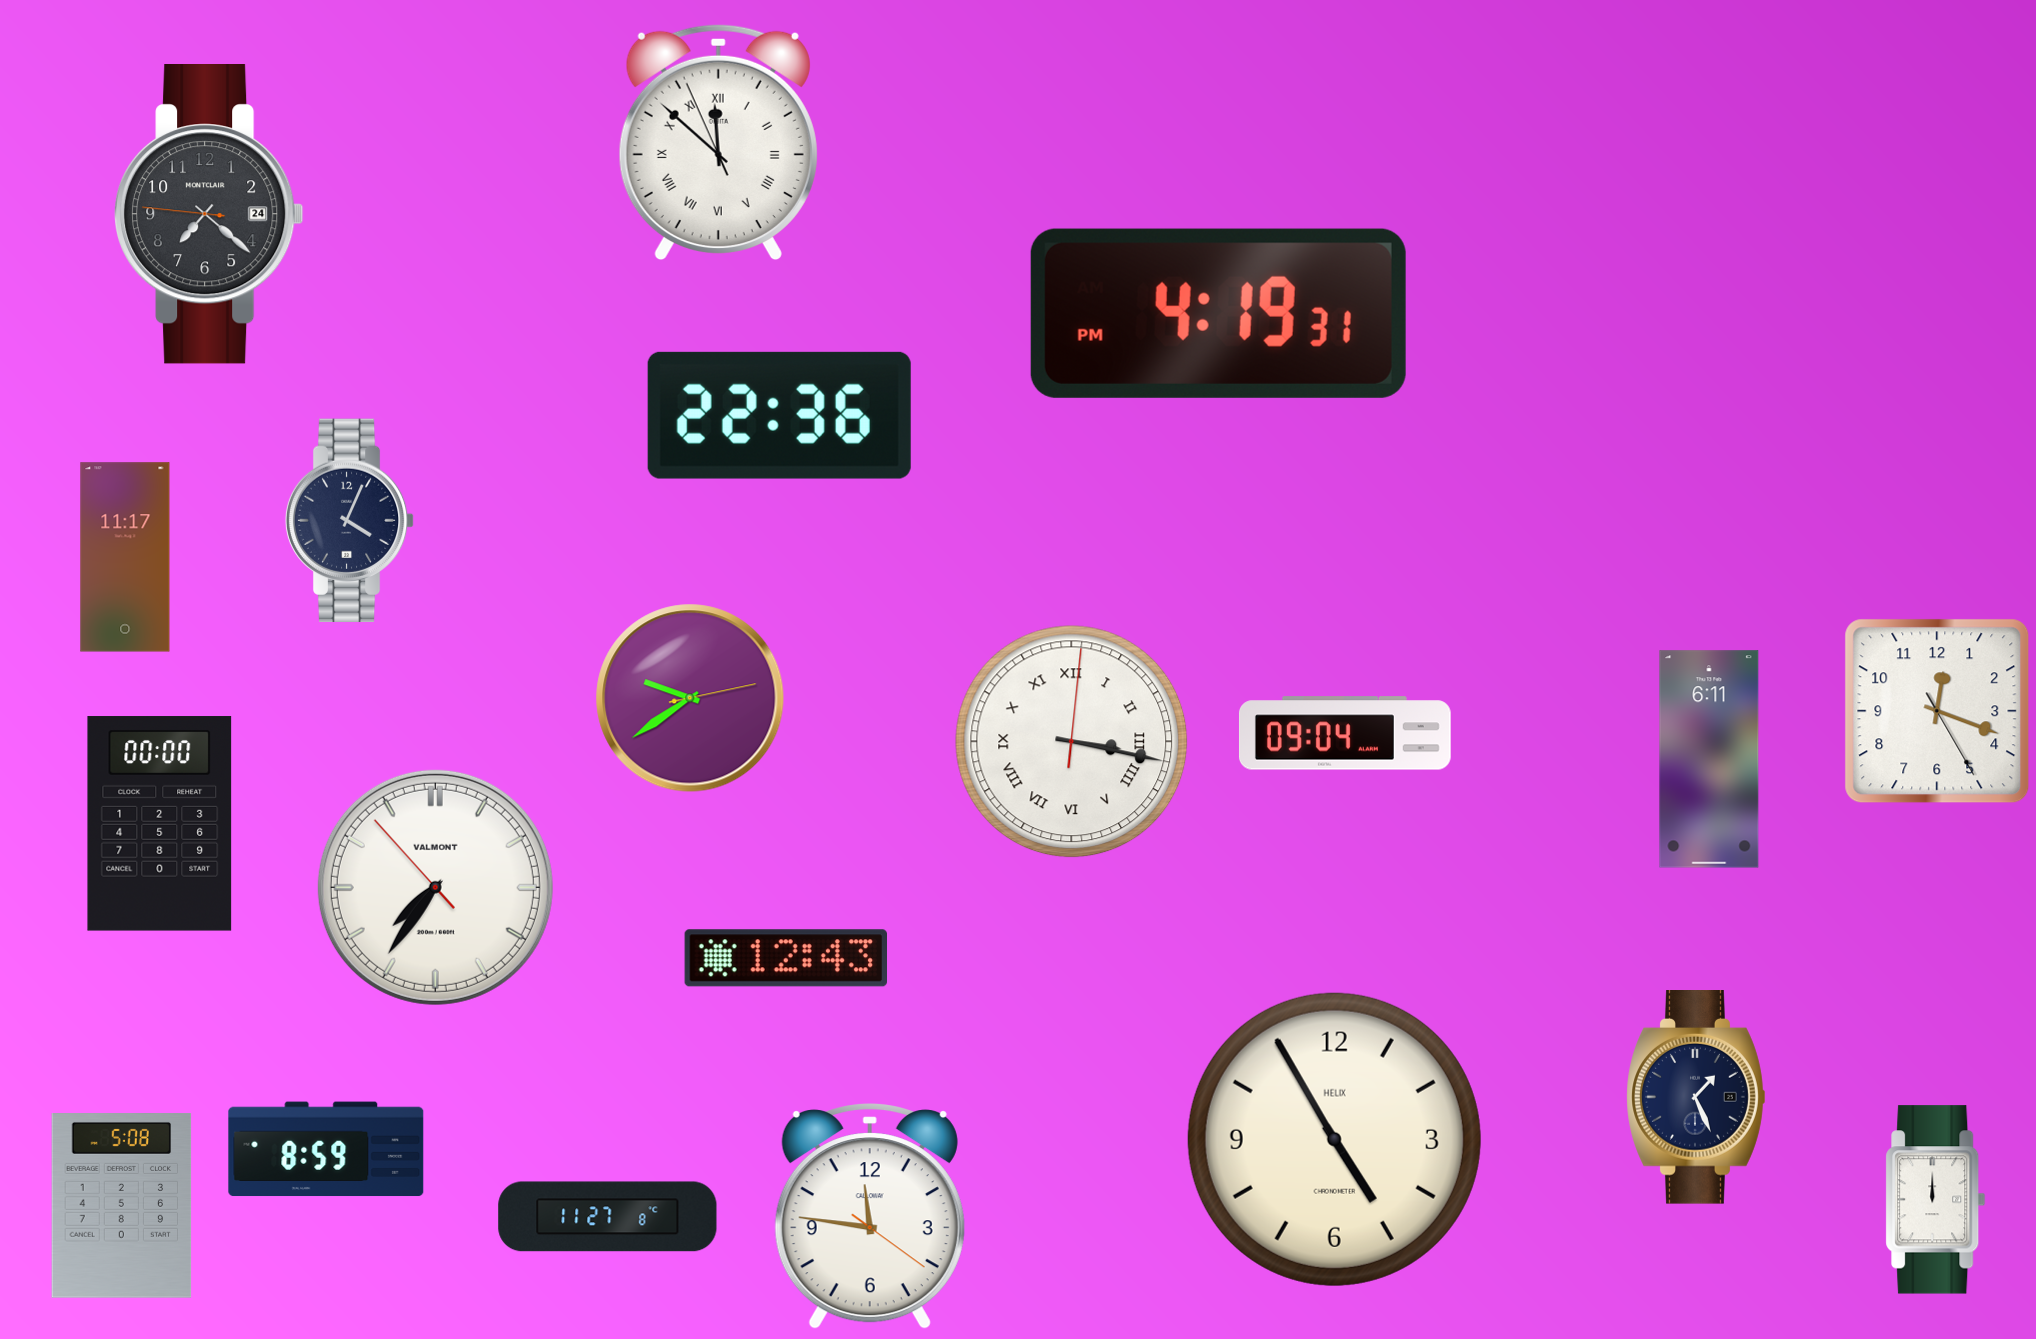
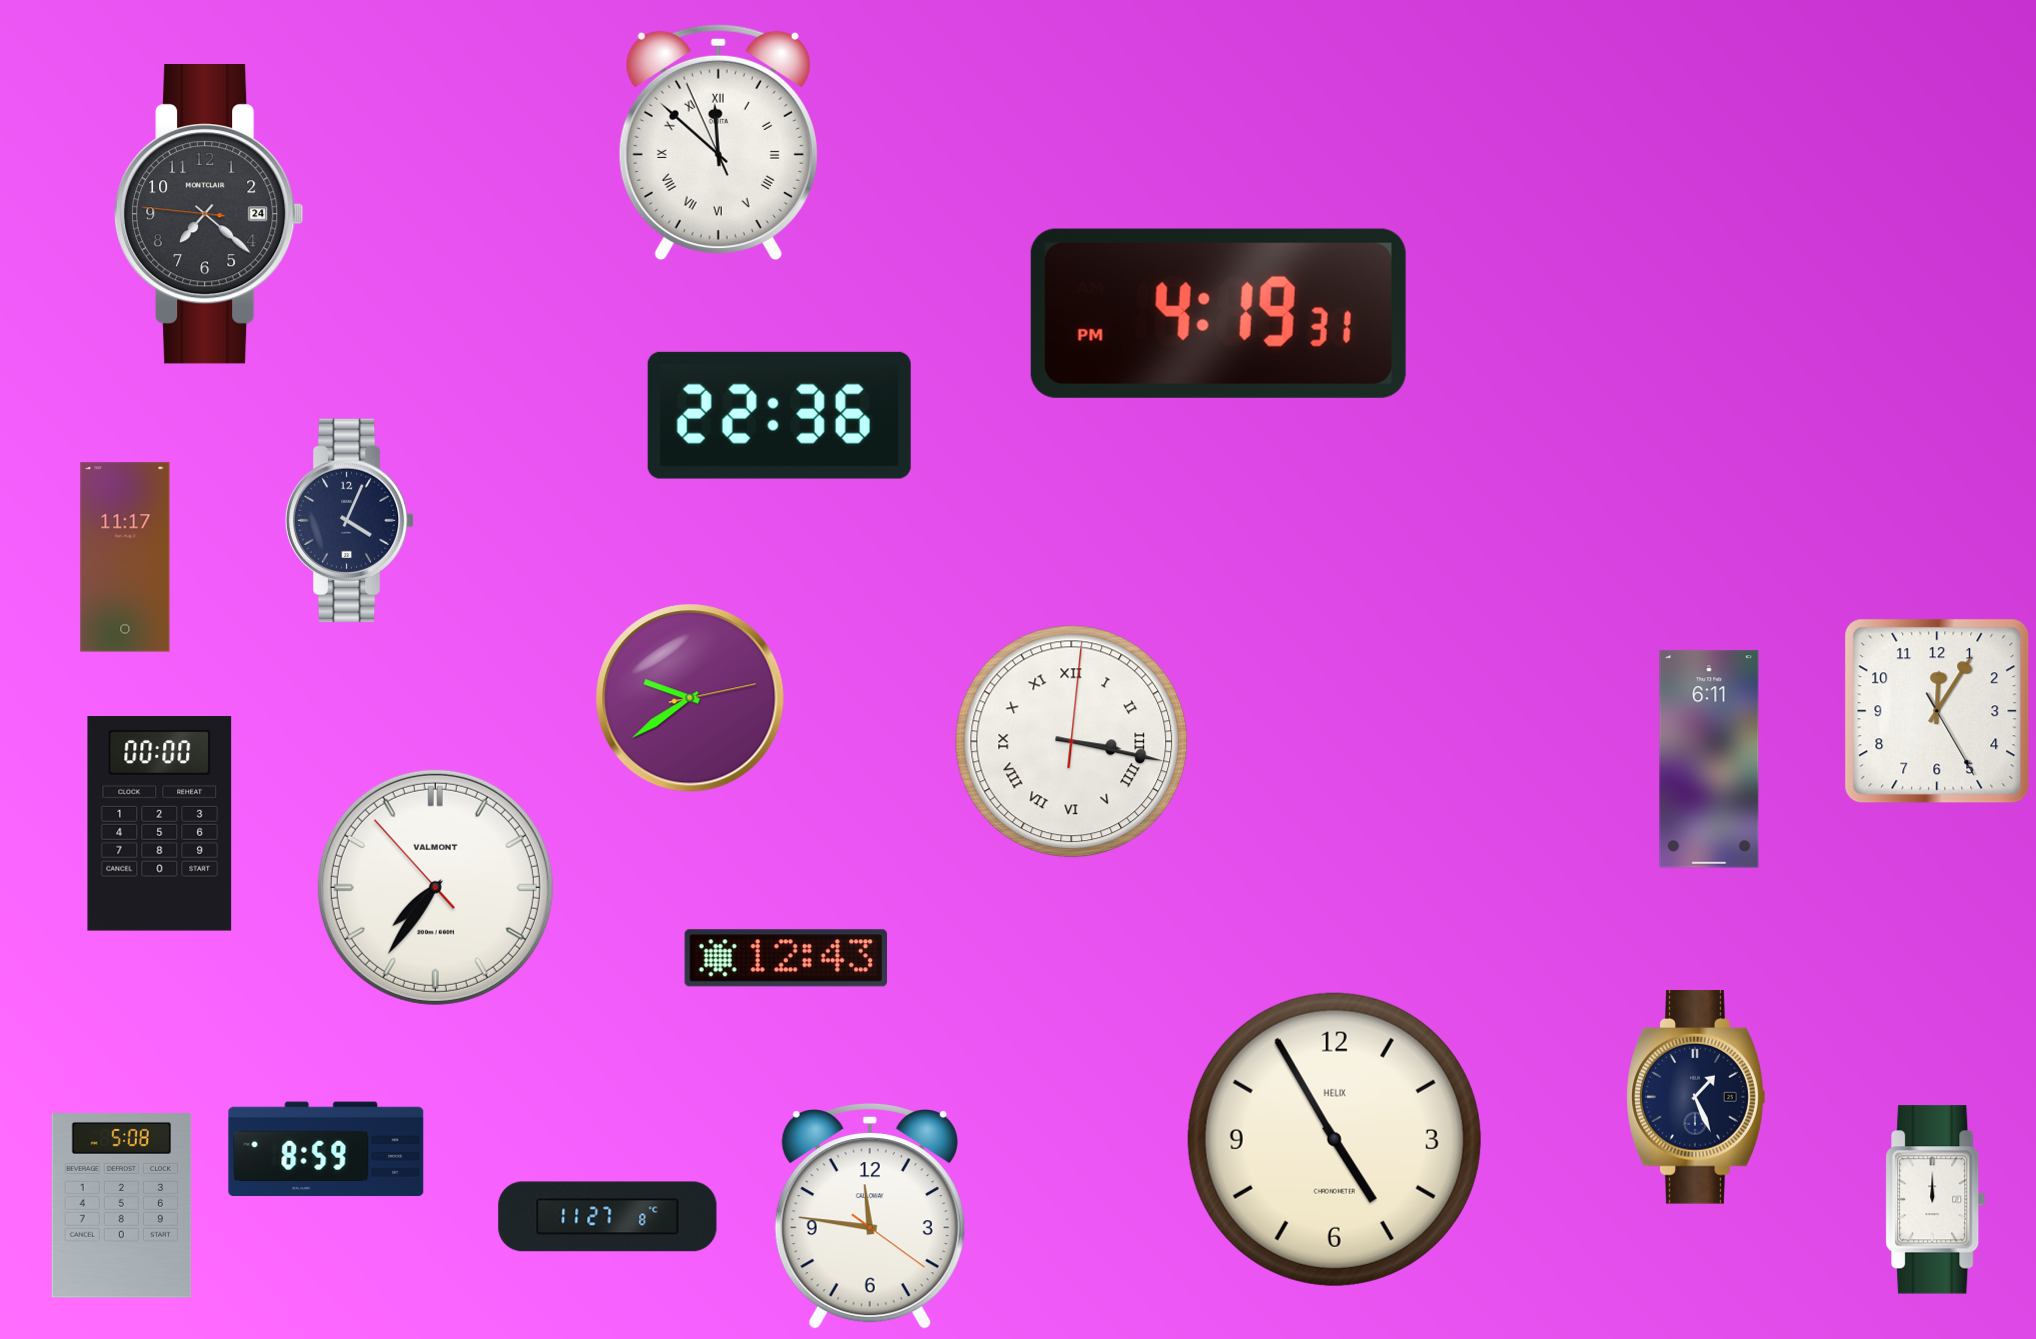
clock at (1937, 711): 12:18 -> 12:05
clock at (1345, 733): 09:04 -> none
